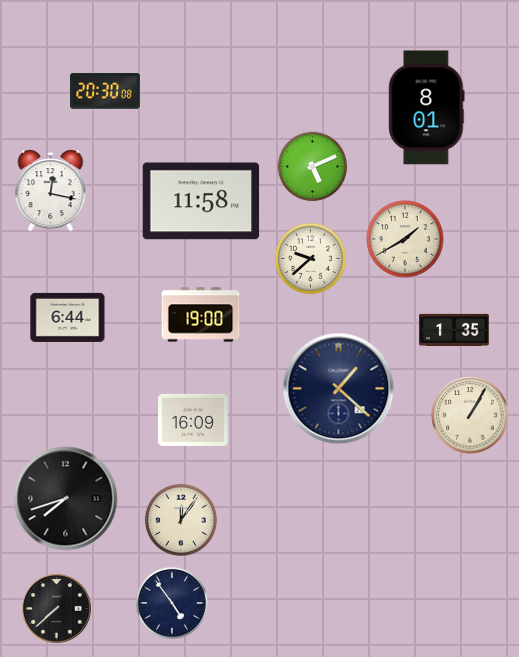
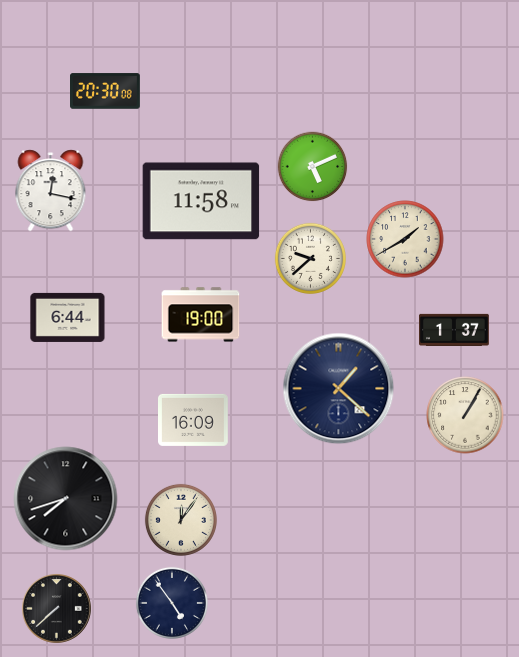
clock at (427, 108): 8:01 -> none
clock at (455, 330): 1:35 -> 1:37
clock at (470, 415) position: (470, 415) -> (465, 415)
